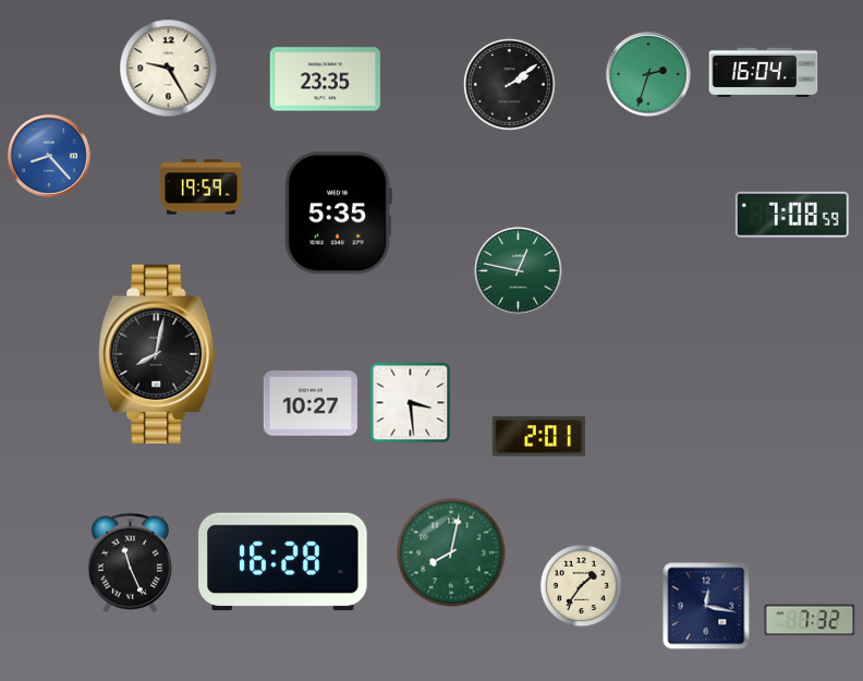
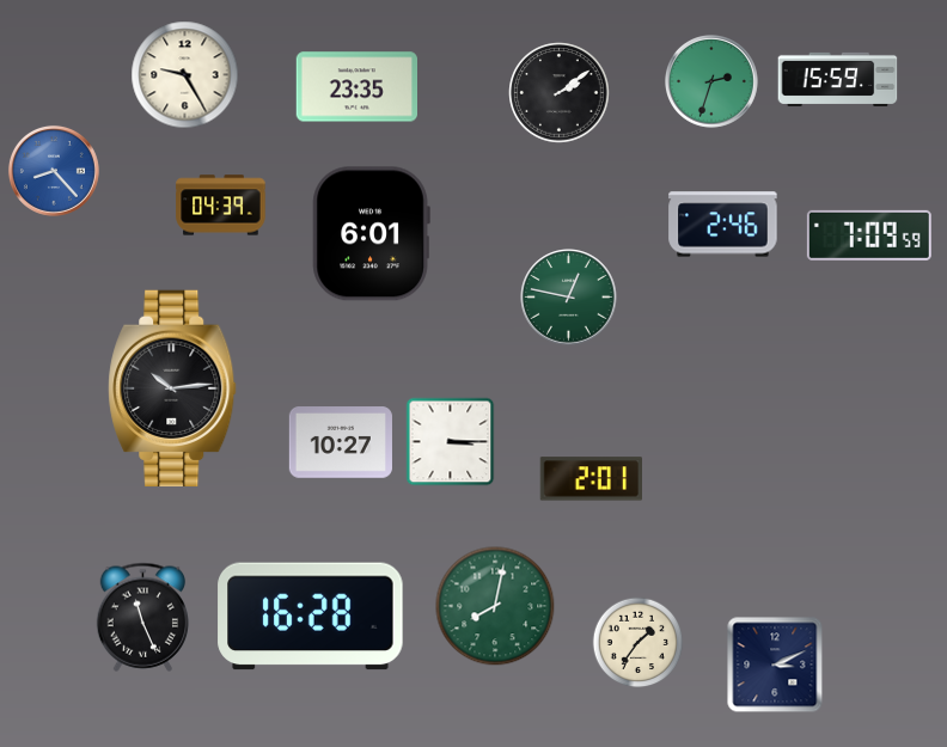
clock at (764, 72): 16:04 -> 15:59
clock at (202, 187): 19:59 -> 04:39
clock at (723, 225): none -> 2:46
clock at (338, 214): 5:35 -> 6:01
clock at (792, 215): 7:08 -> 7:09
clock at (157, 353): 8:02 -> 10:14
clock at (411, 403): 3:29 -> 3:15
clock at (706, 606): 12:17 -> 3:11
clock at (810, 620): 7:32 -> none
